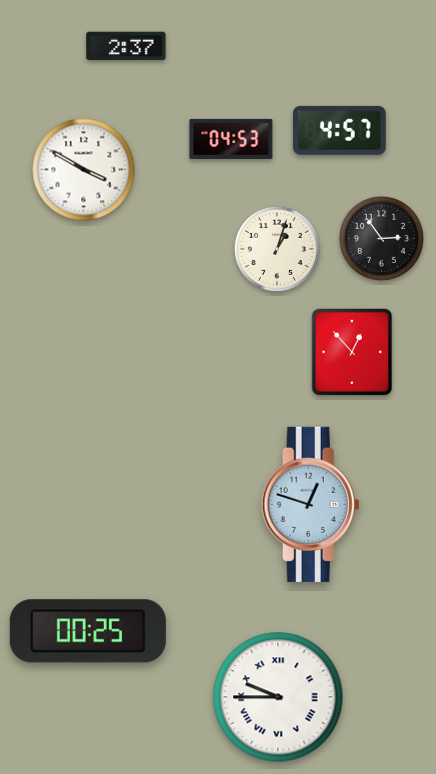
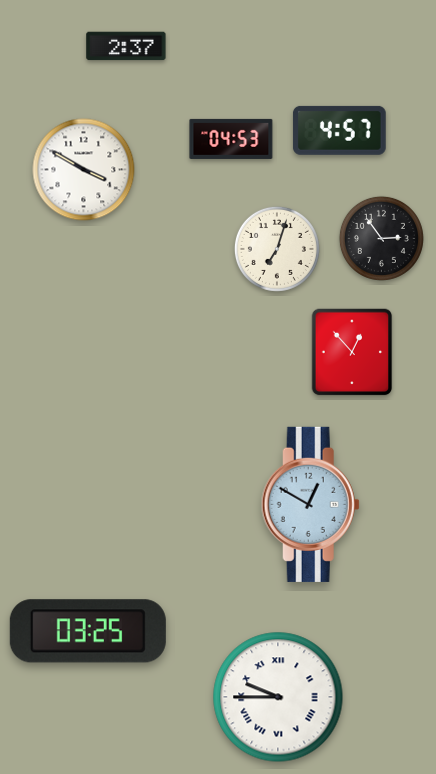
clock at (277, 249): 1:03 -> 7:03
clock at (310, 504): 12:48 -> 12:50
clock at (88, 631): 00:25 -> 03:25
